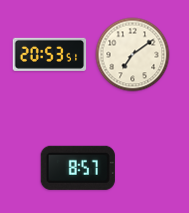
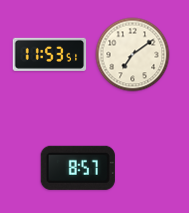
clock at (50, 54): 20:53 -> 11:53
